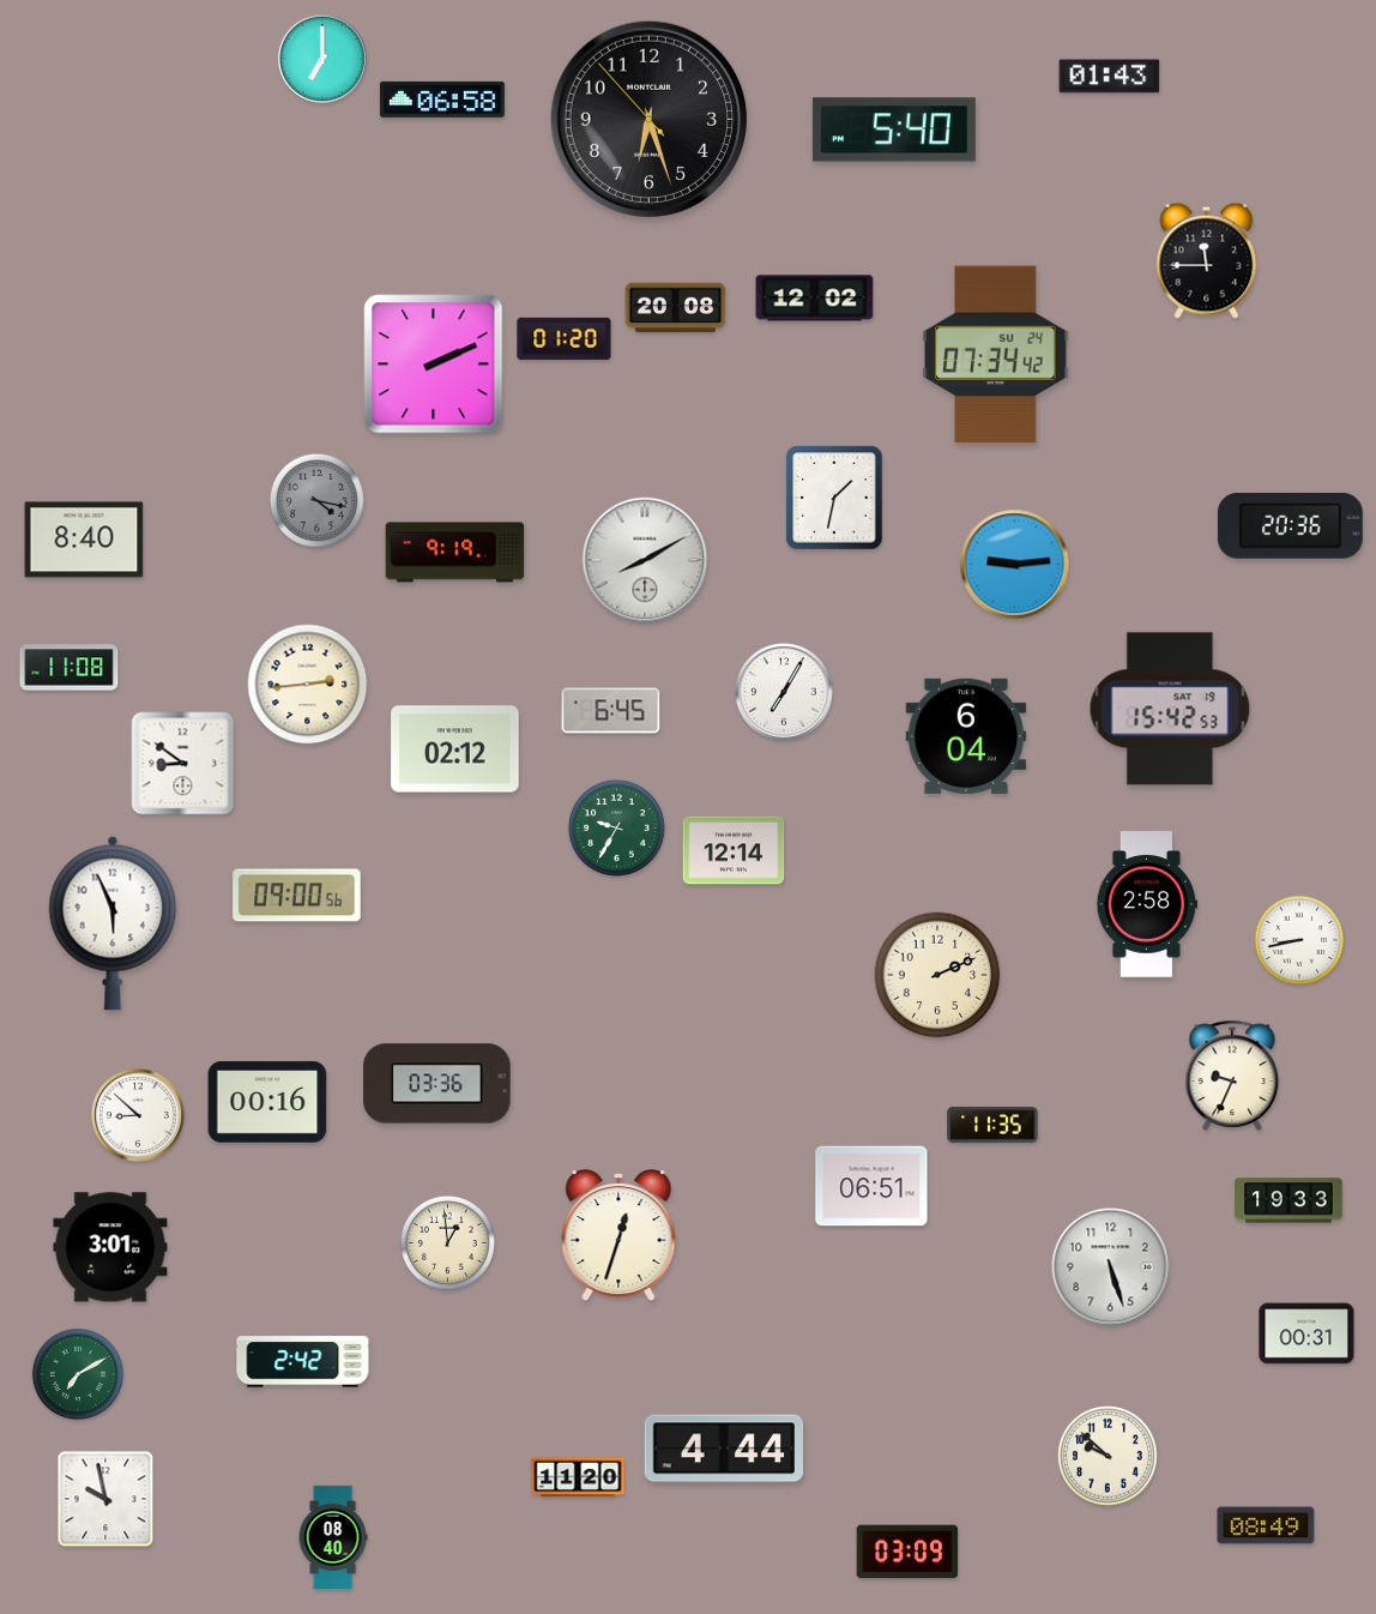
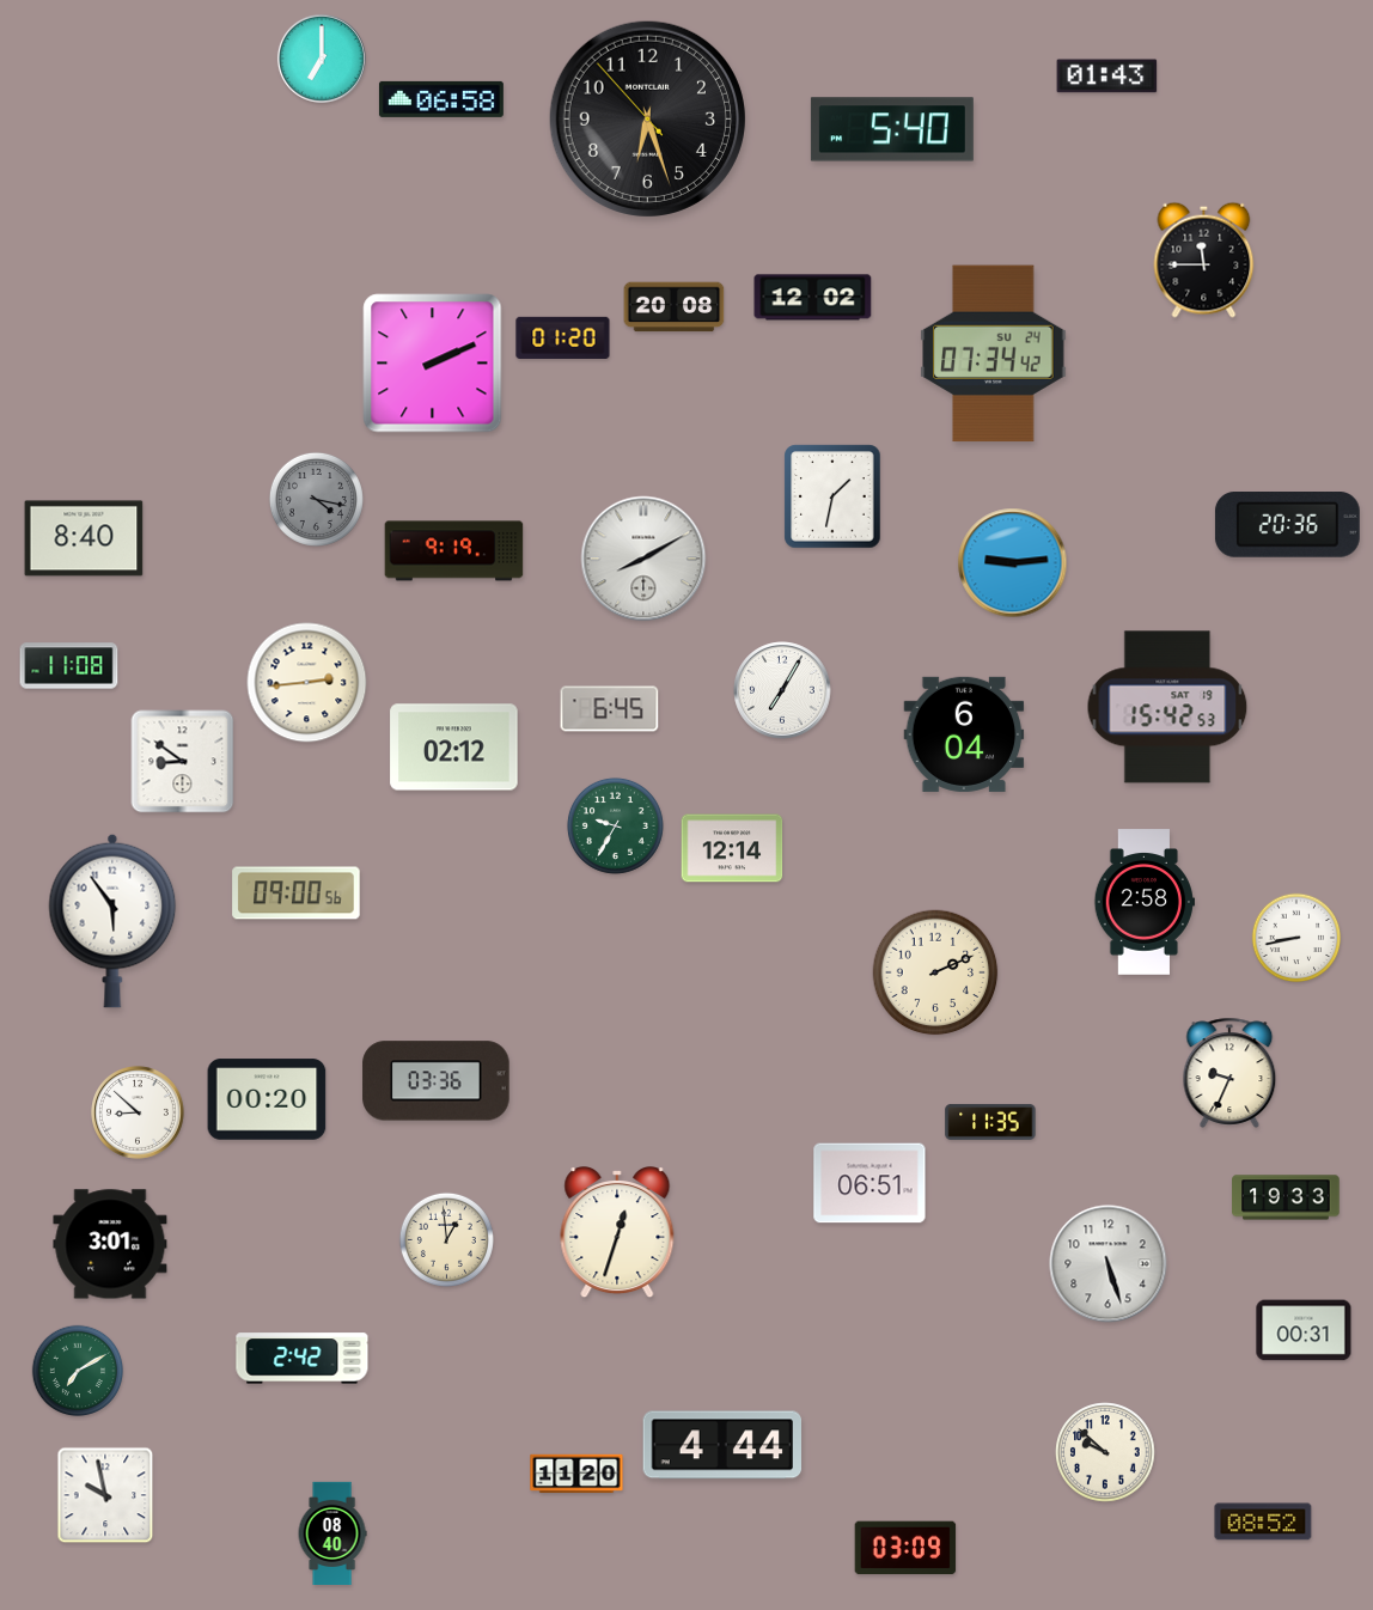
clock at (113, 923): 5:56 -> 5:54
clock at (267, 1102): 00:16 -> 00:20
clock at (1266, 1525): 08:49 -> 08:52
